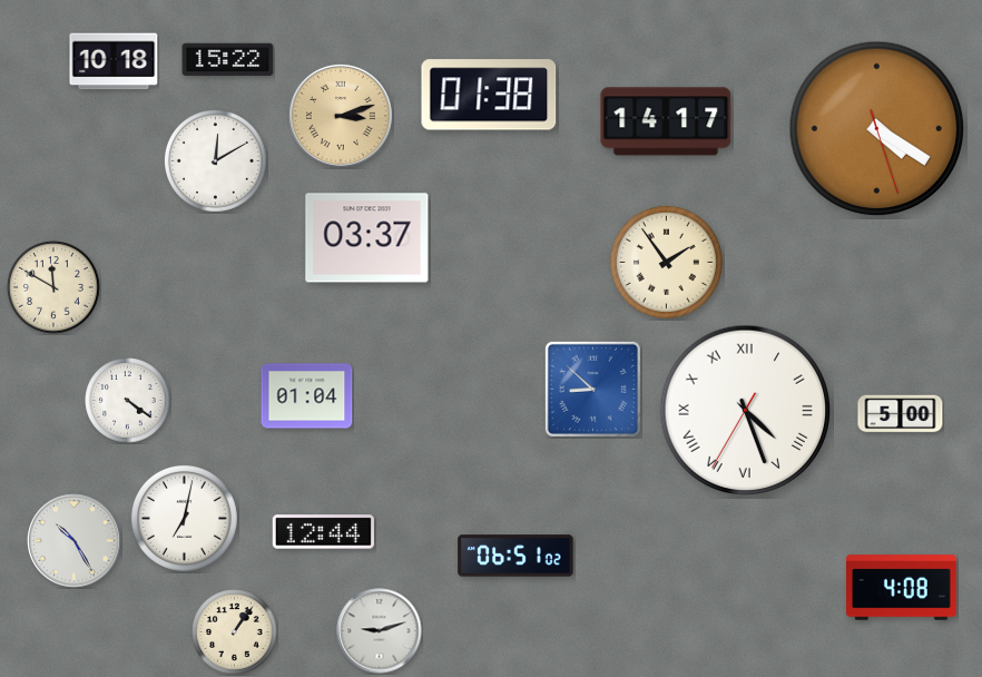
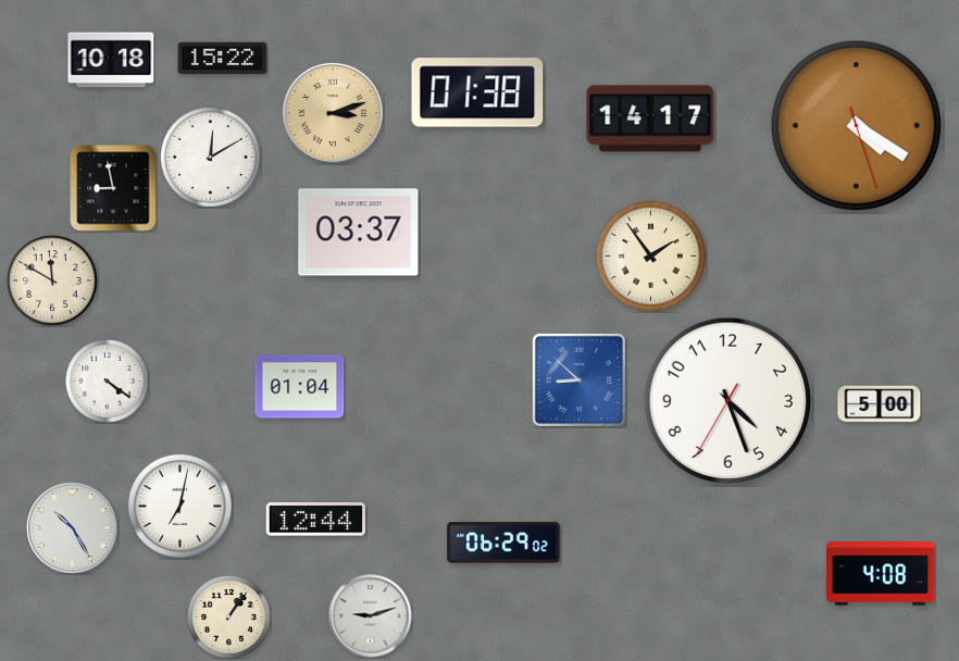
clock at (113, 188): none -> 8:58
clock at (128, 401) position: (128, 401) -> (108, 382)
clock at (746, 411) numerals: Roman -> Arabic
clock at (515, 556): 06:51 -> 06:29
